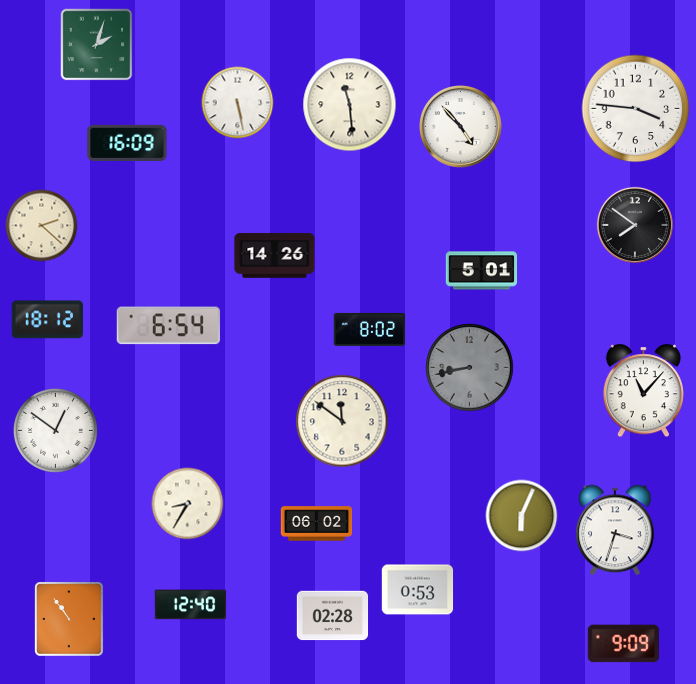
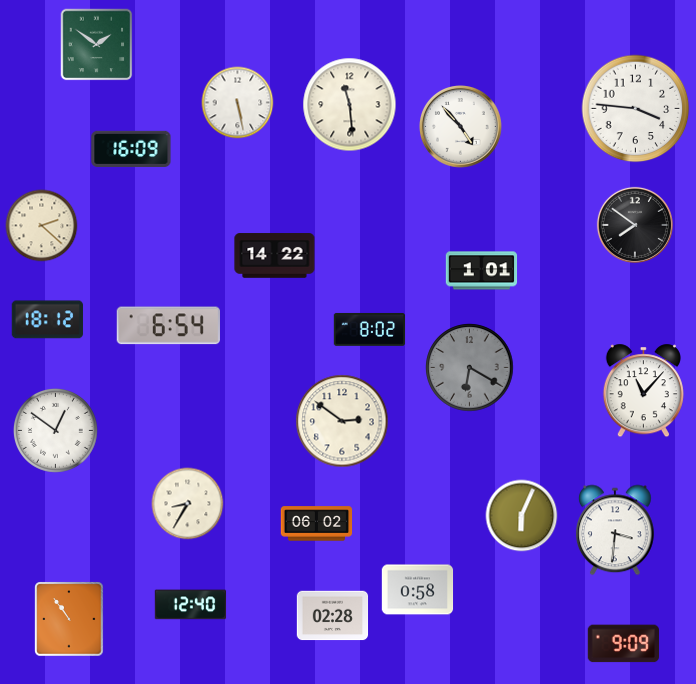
clock at (97, 45): 2:03 -> 1:51
clock at (127, 143) position: (127, 143) -> (131, 149)
clock at (275, 256): 14:26 -> 14:22
clock at (482, 271): 5:01 -> 1:01
clock at (470, 368): 8:43 -> 6:20
clock at (342, 421): 11:51 -> 2:51
clock at (615, 530): 3:33 -> 3:31
clock at (418, 590): 0:53 -> 0:58
